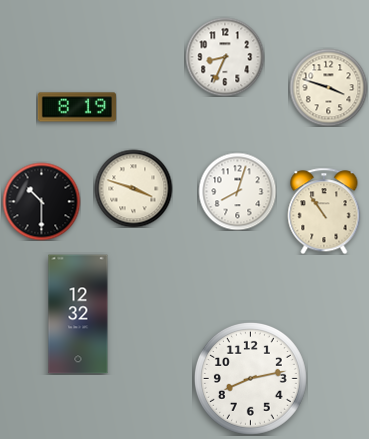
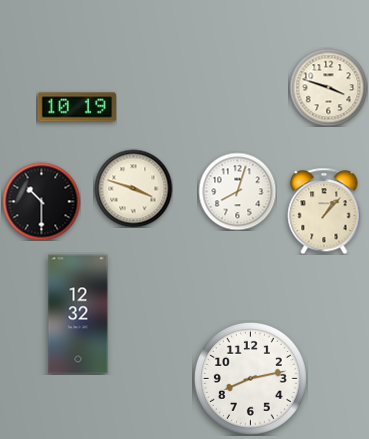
clock at (225, 57): 8:34 -> none
clock at (77, 107): 8:19 -> 10:19
clock at (324, 211): 10:54 -> 1:07
